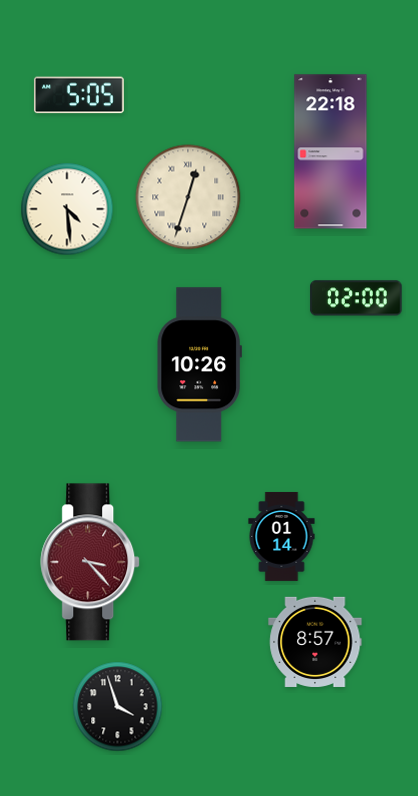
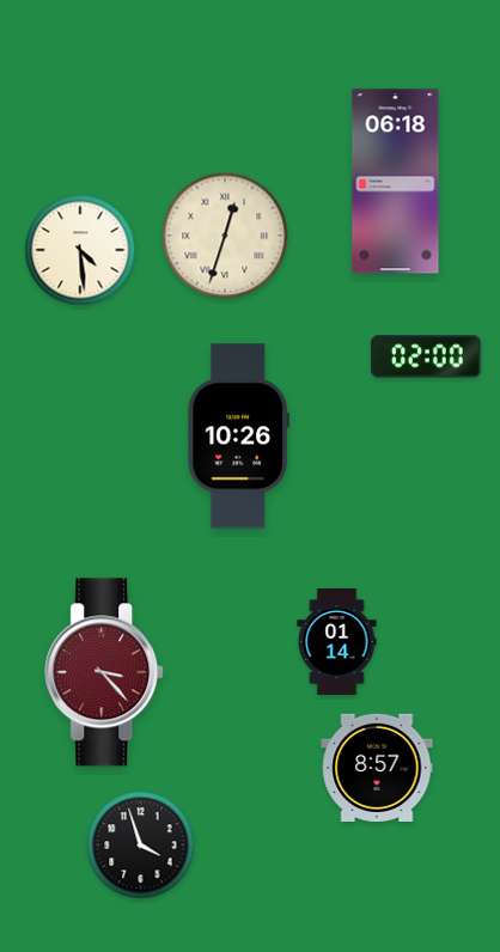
clock at (79, 95): 5:05 -> none
clock at (331, 152): 22:18 -> 06:18
clock at (91, 562) position: (91, 562) -> (105, 672)
